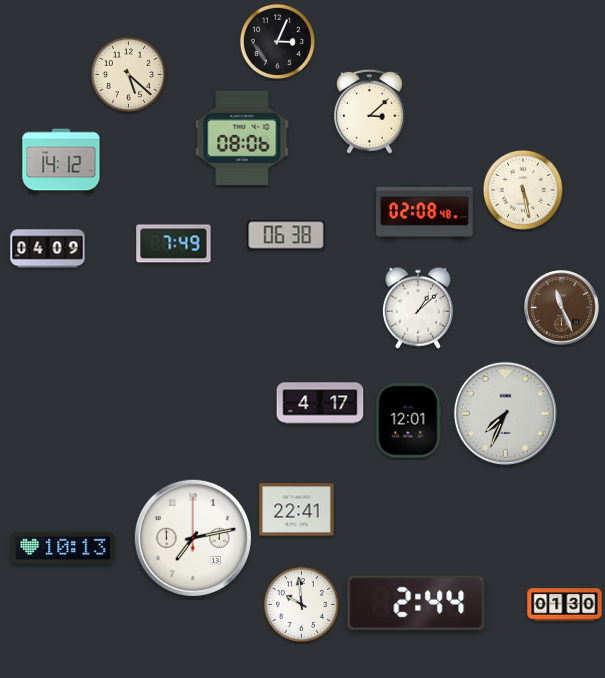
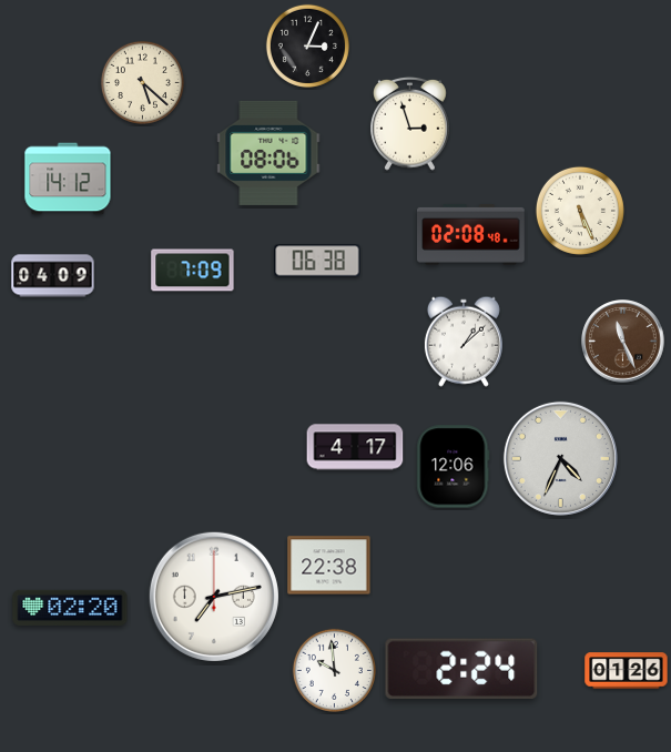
clock at (370, 111): 3:08 -> 2:57
clock at (523, 190): 5:28 -> 5:26
clock at (174, 244): 7:49 -> 7:09
clock at (505, 413): 7:34 -> 4:34
clock at (409, 421): 12:01 -> 12:06
clock at (297, 510): 22:41 -> 22:38
clock at (63, 548): 10:13 -> 02:20
clock at (416, 603): 2:44 -> 2:24
clock at (565, 605): 01:30 -> 01:26
